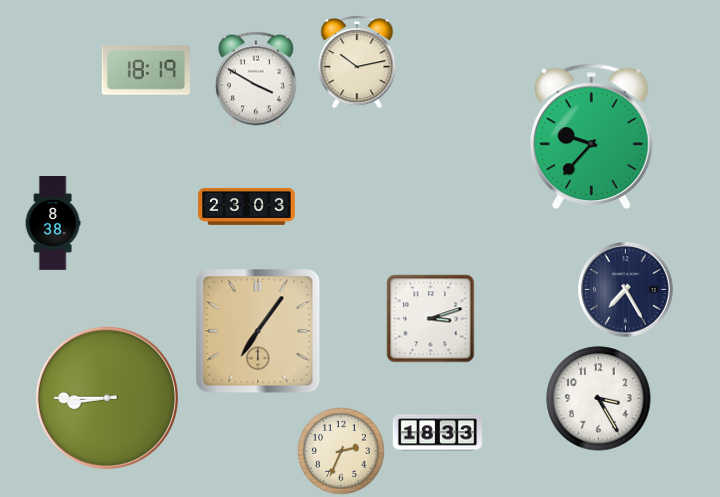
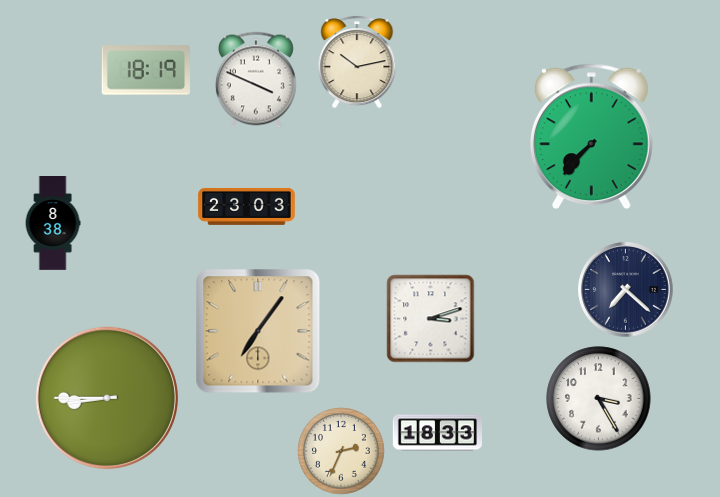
clock at (256, 80): 3:50 -> 3:49
clock at (591, 137): 9:37 -> 7:37
clock at (626, 290): 7:25 -> 7:22
